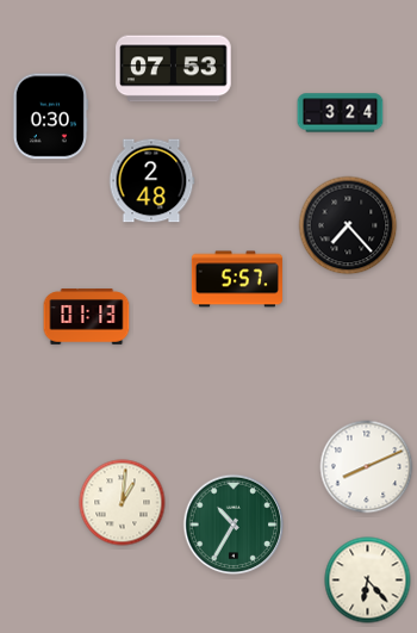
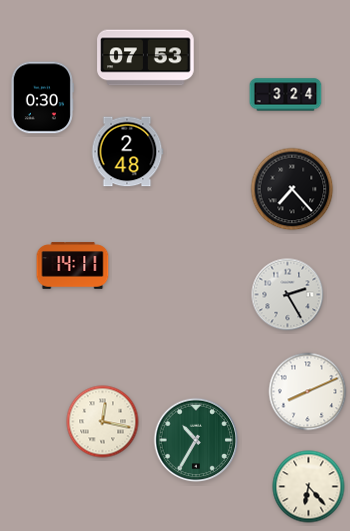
clock at (237, 279): 5:57 -> none
clock at (87, 317): 01:13 -> 14:11
clock at (288, 295): none -> 2:25
clock at (123, 503): 1:01 -> 12:17
